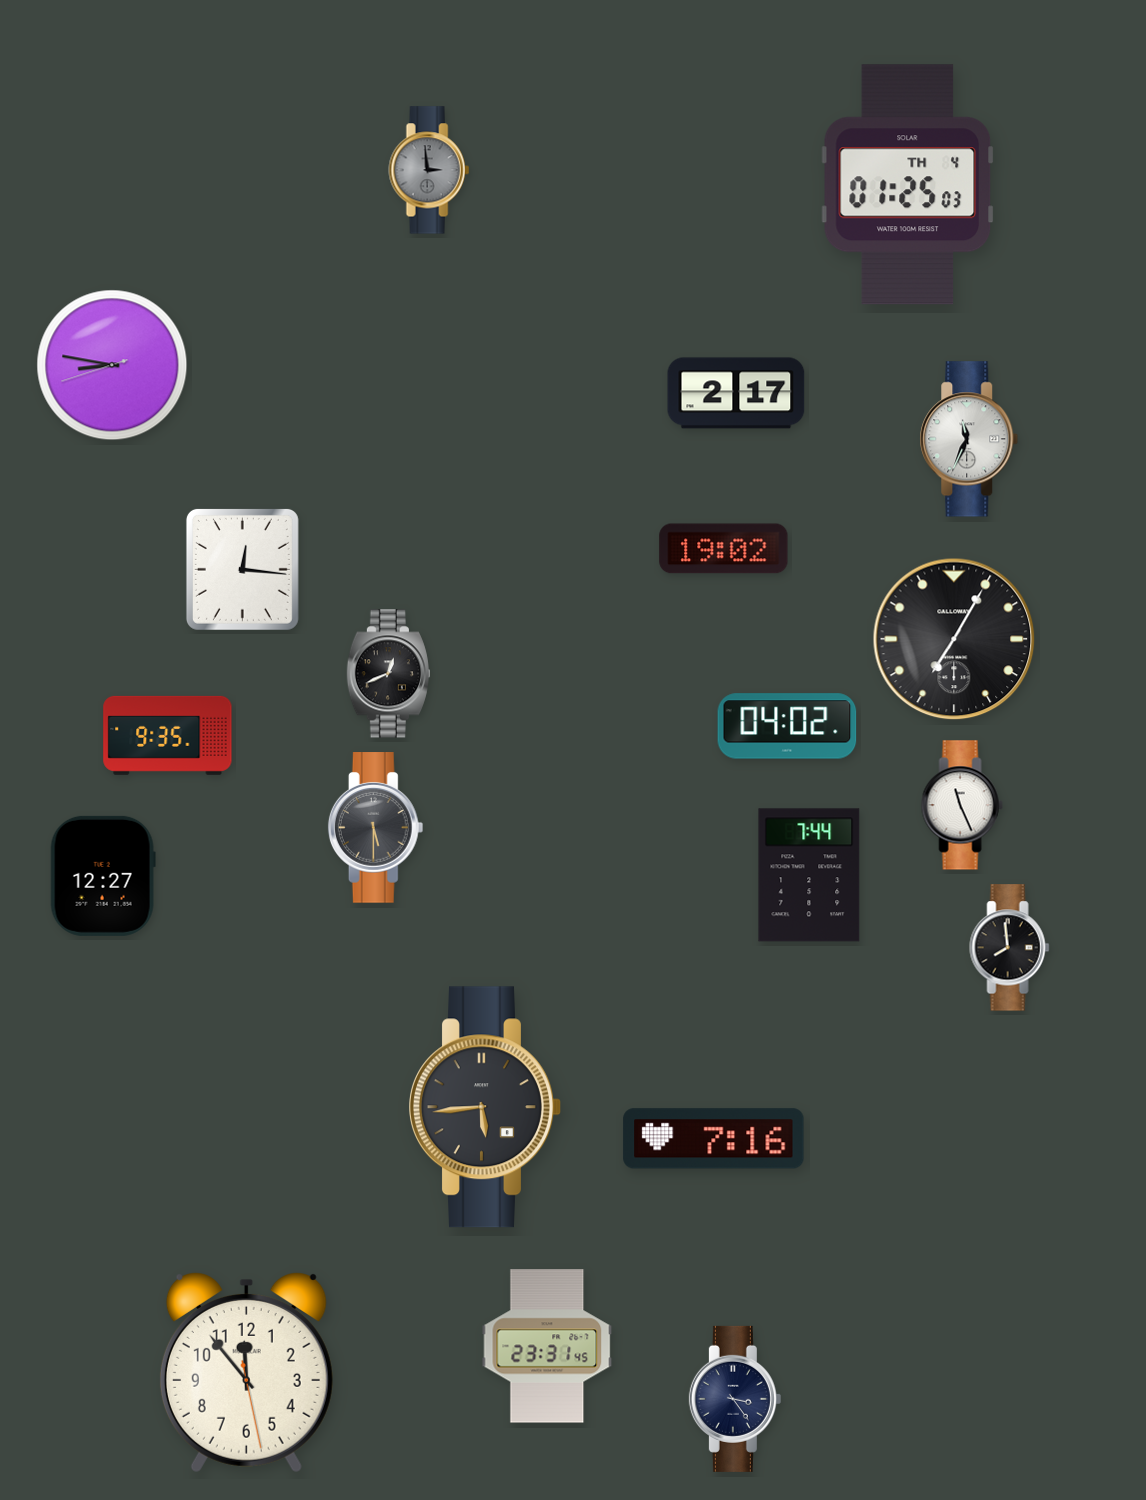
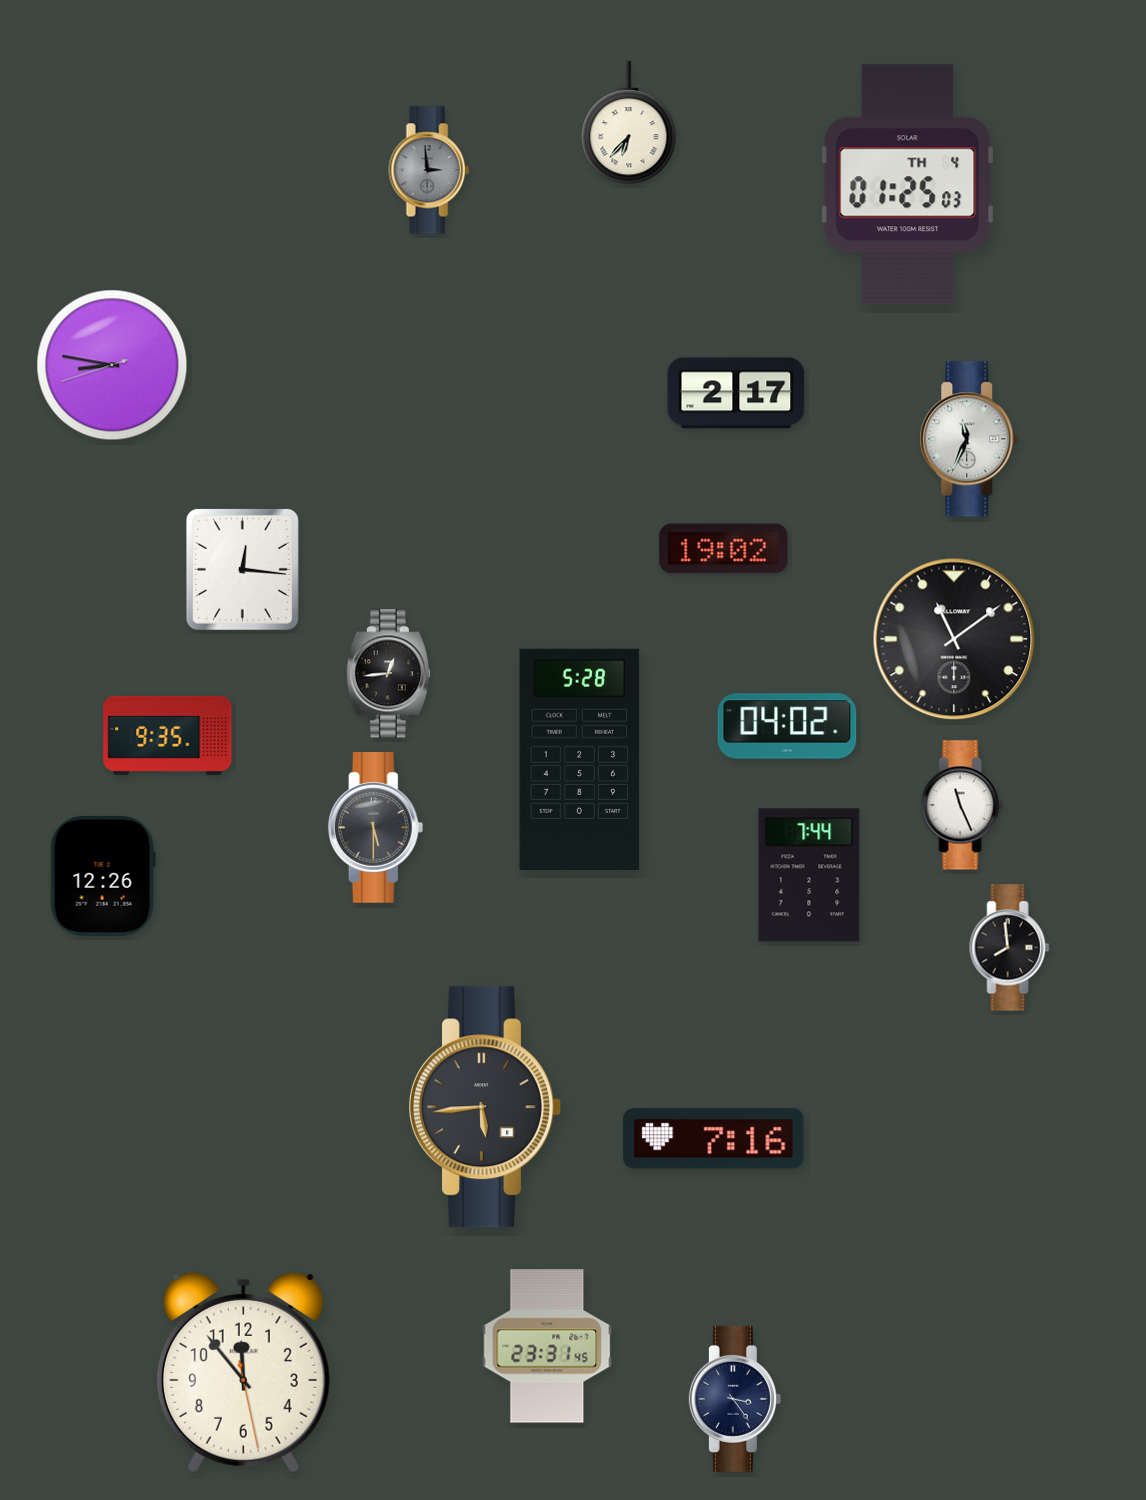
clock at (629, 124): none -> 6:37
clock at (954, 639): 7:05 -> 11:09
clock at (388, 674): 12:41 -> 12:44
clock at (580, 760): none -> 5:28
clock at (103, 876): 12:27 -> 12:26
clock at (246, 1373) position: (246, 1373) -> (243, 1373)
